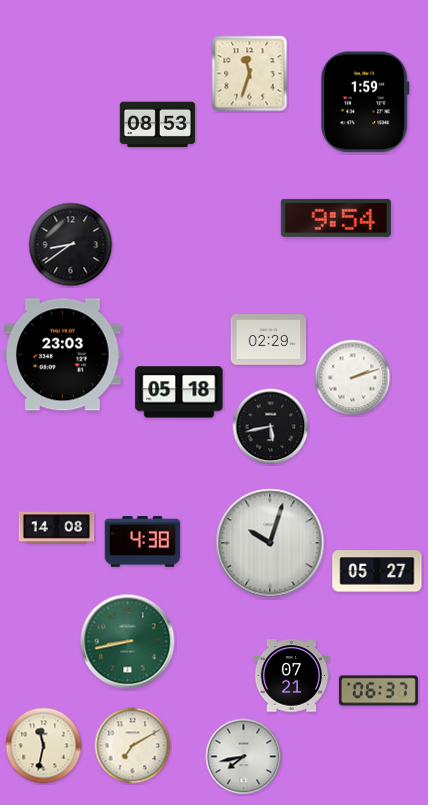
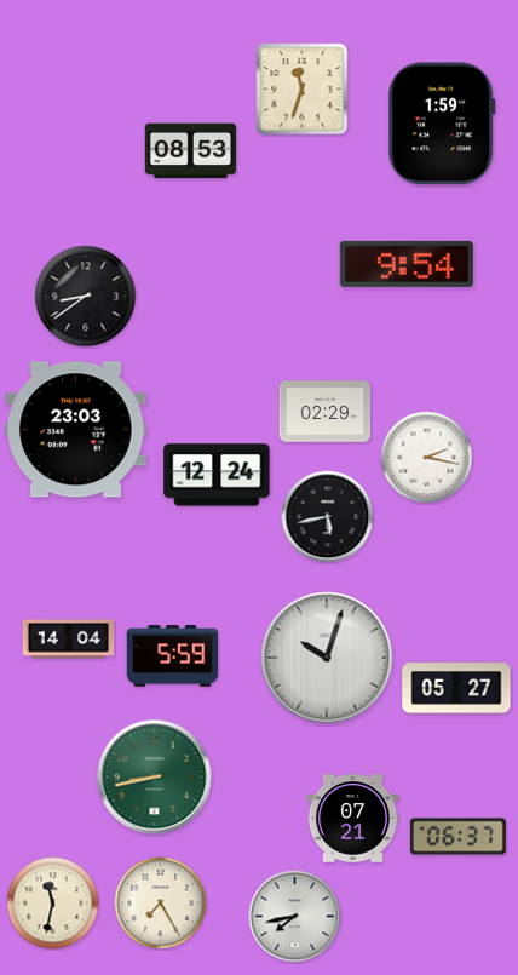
clock at (353, 378): 2:12 -> 2:17
clock at (179, 392): 05:18 -> 12:24
clock at (57, 528): 14:08 -> 14:04
clock at (143, 542): 4:38 -> 5:59
clock at (377, 571) position: (377, 571) -> (456, 688)
clock at (133, 746): 7:10 -> 7:25
